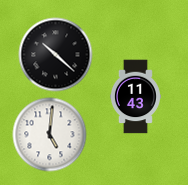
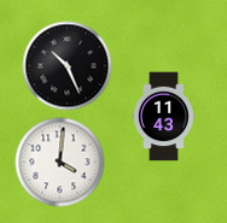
clock at (56, 55): 10:22 -> 10:26
clock at (50, 135): 5:01 -> 4:01
